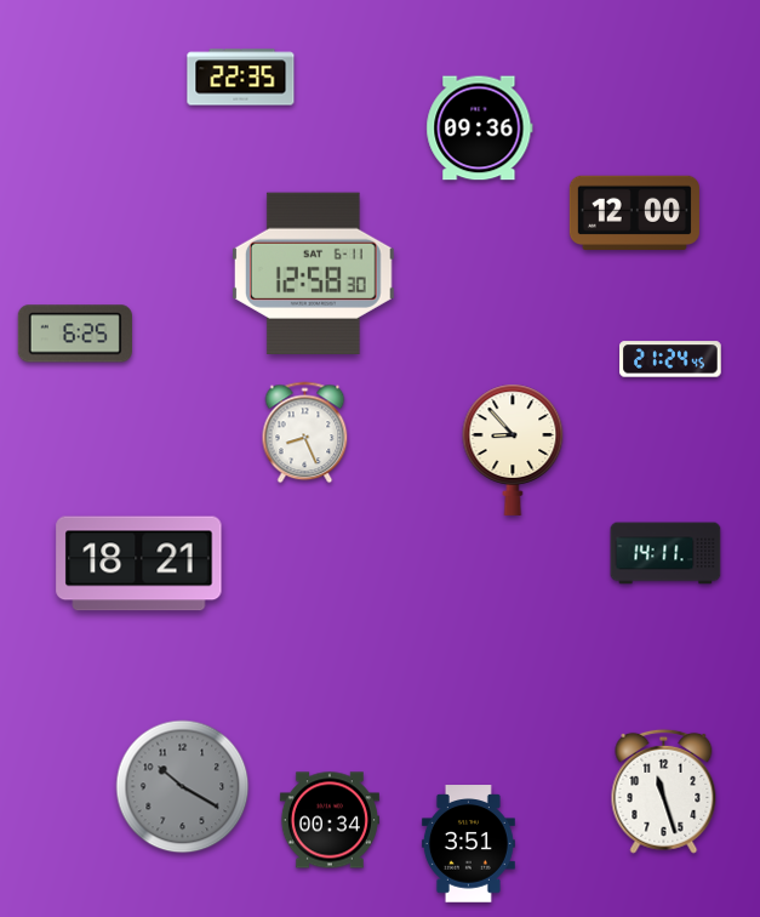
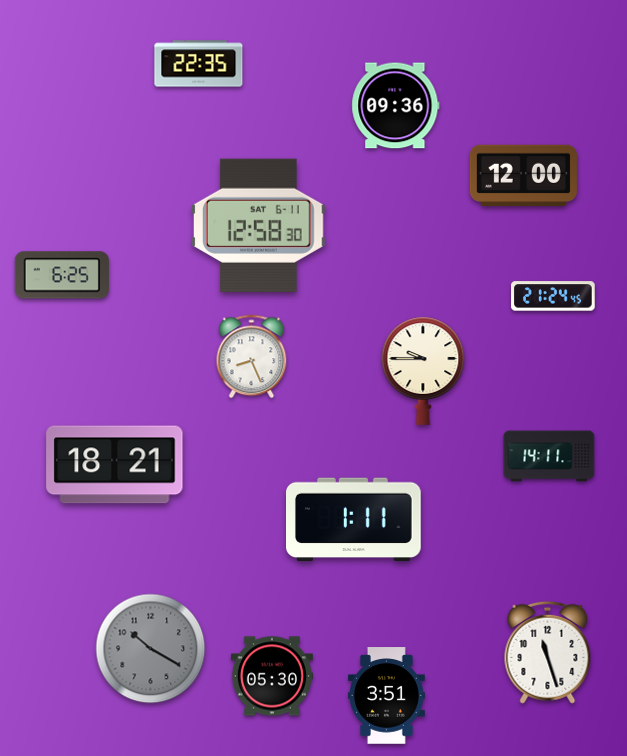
clock at (513, 450): 8:53 -> 9:45
clock at (354, 520): none -> 1:11
clock at (330, 820): 00:34 -> 05:30
